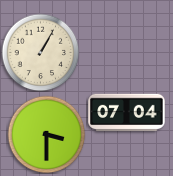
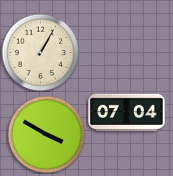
clock at (46, 134): 3:30 -> 3:50
